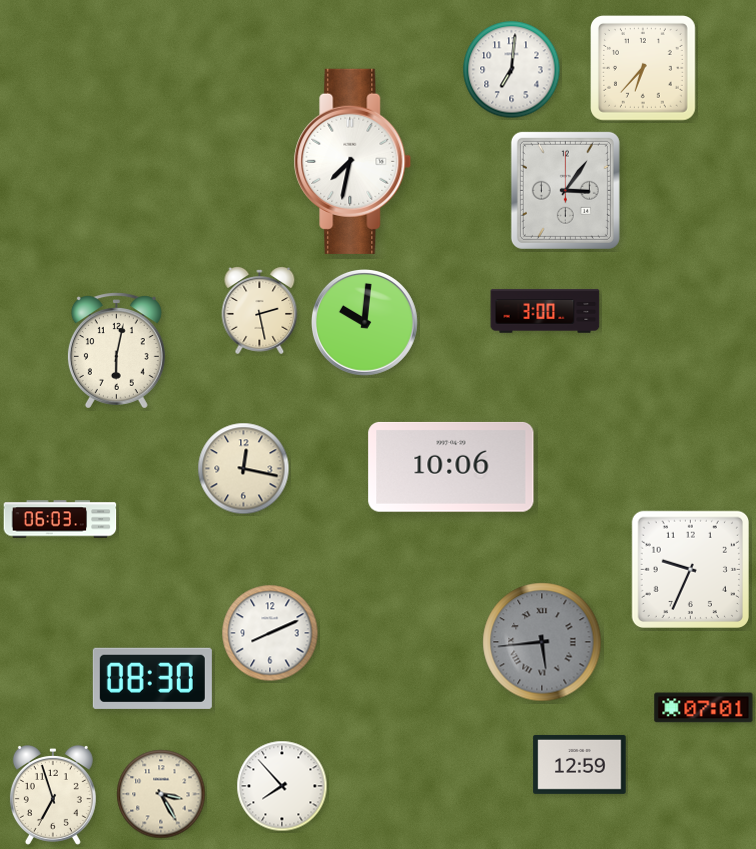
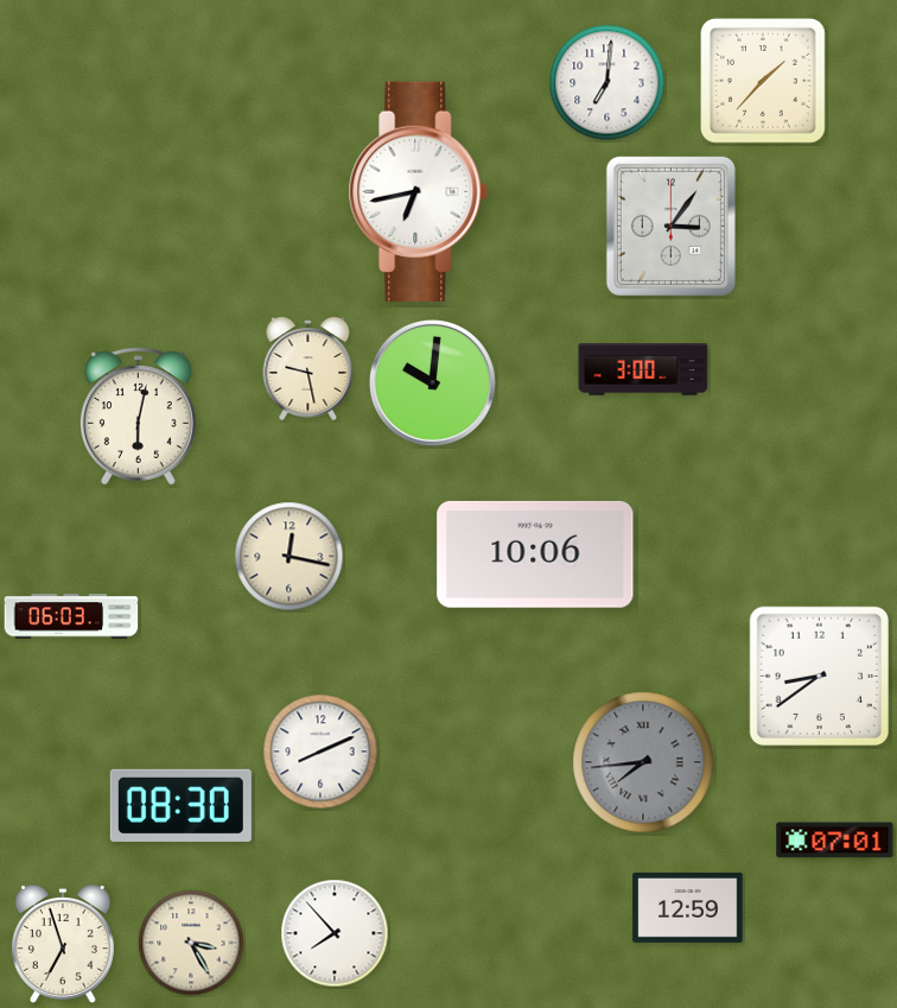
clock at (644, 69): 6:37 -> 1:37
clock at (353, 161): 7:32 -> 6:43
clock at (260, 311): 2:28 -> 9:28
clock at (545, 311) position: (545, 311) -> (643, 369)
clock at (690, 569): 9:34 -> 8:39
clock at (542, 642): 5:44 -> 7:44
